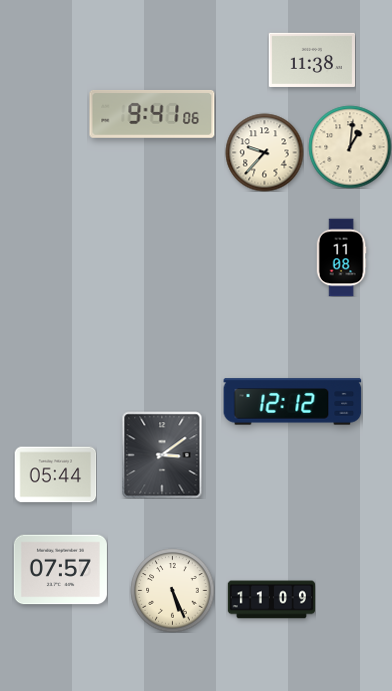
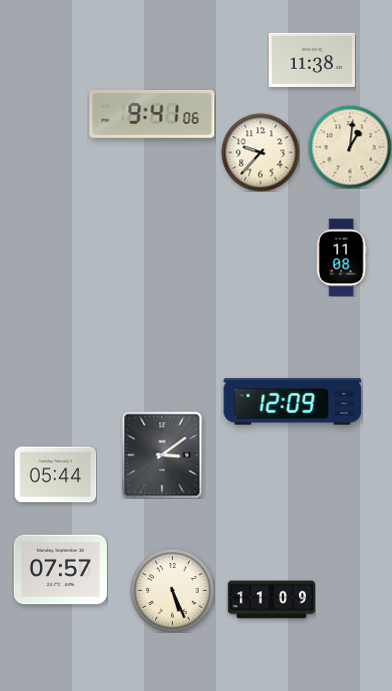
clock at (264, 152) position: (264, 152) -> (260, 152)
clock at (293, 402): 12:12 -> 12:09
